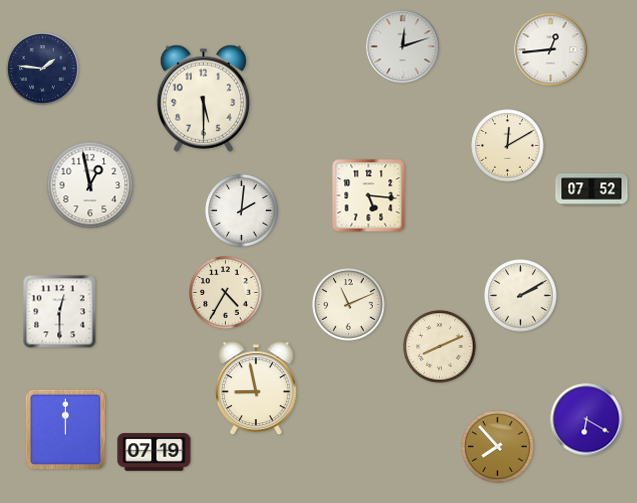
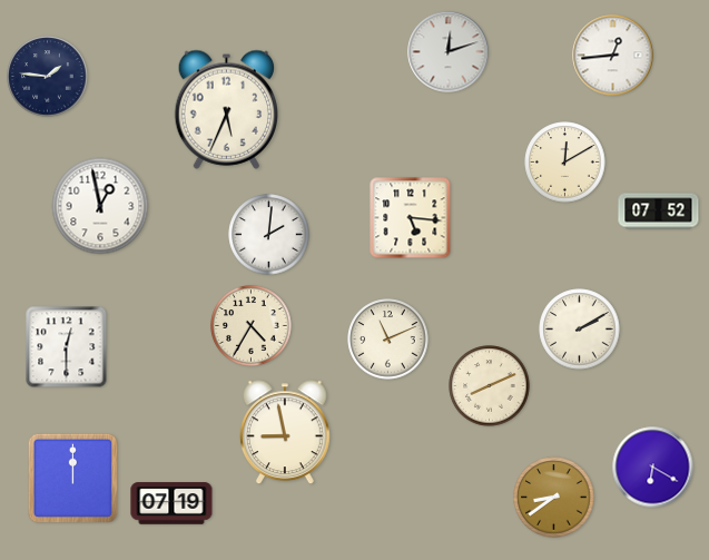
clock at (203, 98): 5:30 -> 5:34
clock at (498, 447): 7:53 -> 8:39
